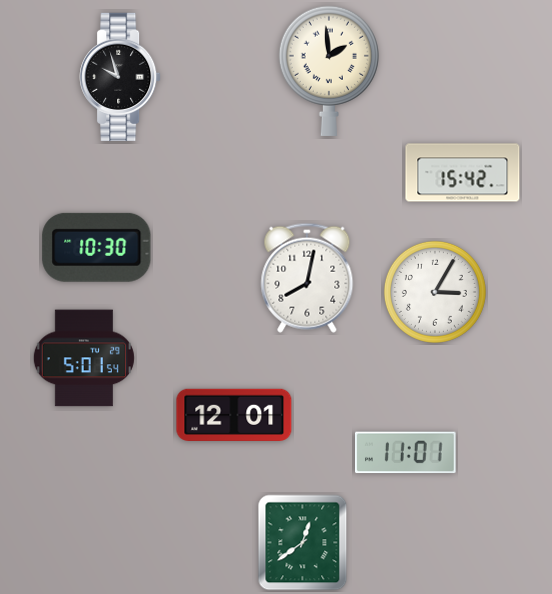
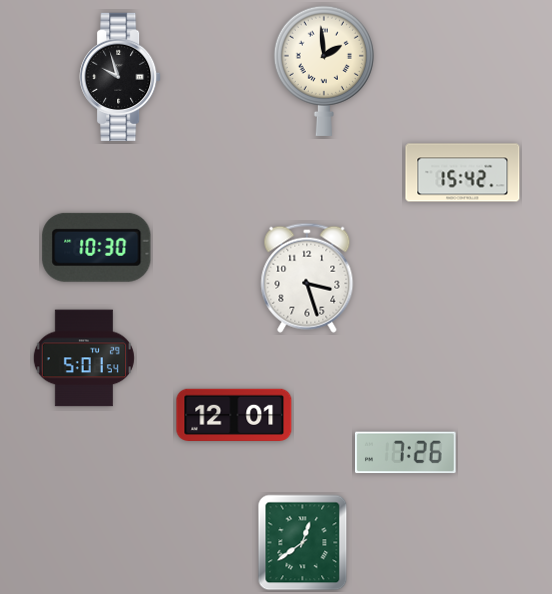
clock at (329, 71) position: (329, 71) -> (324, 71)
clock at (307, 278): 8:02 -> 3:27
clock at (435, 292): 3:05 -> none
clock at (406, 453): 11:01 -> 7:26
